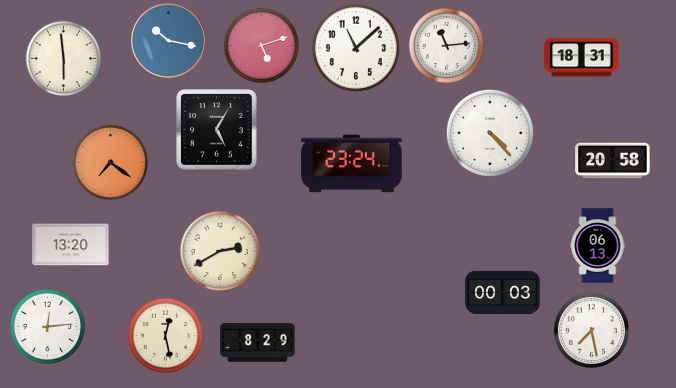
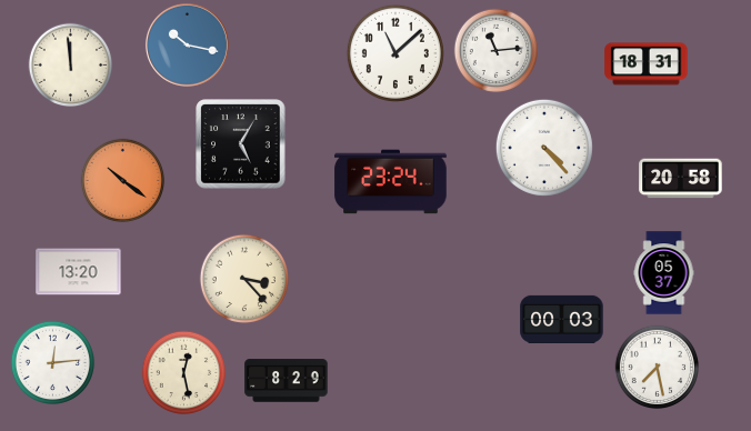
clock at (262, 46): 5:12 -> none
clock at (64, 59): 5:59 -> 11:59
clock at (111, 163): 7:21 -> 10:21
clock at (598, 246): 06:13 -> 05:37
clock at (219, 250): 2:40 -> 3:23
clock at (503, 292) position: (503, 292) -> (562, 319)
